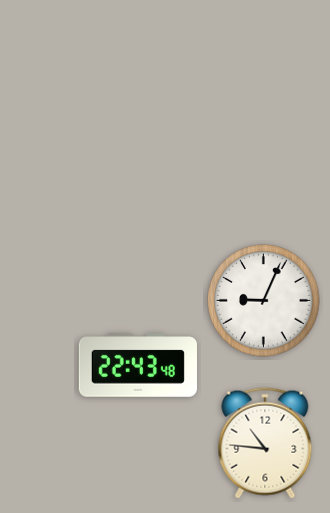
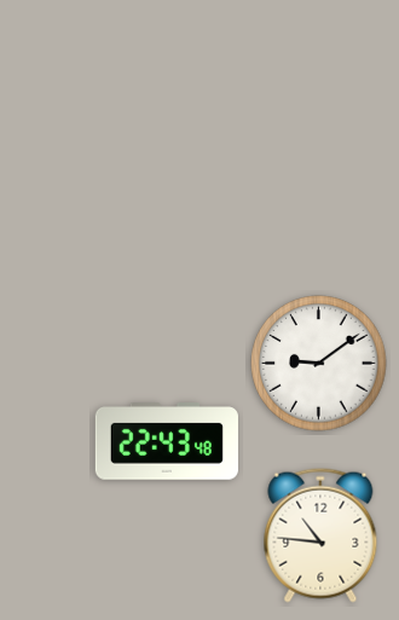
clock at (264, 301): 9:04 -> 9:09
